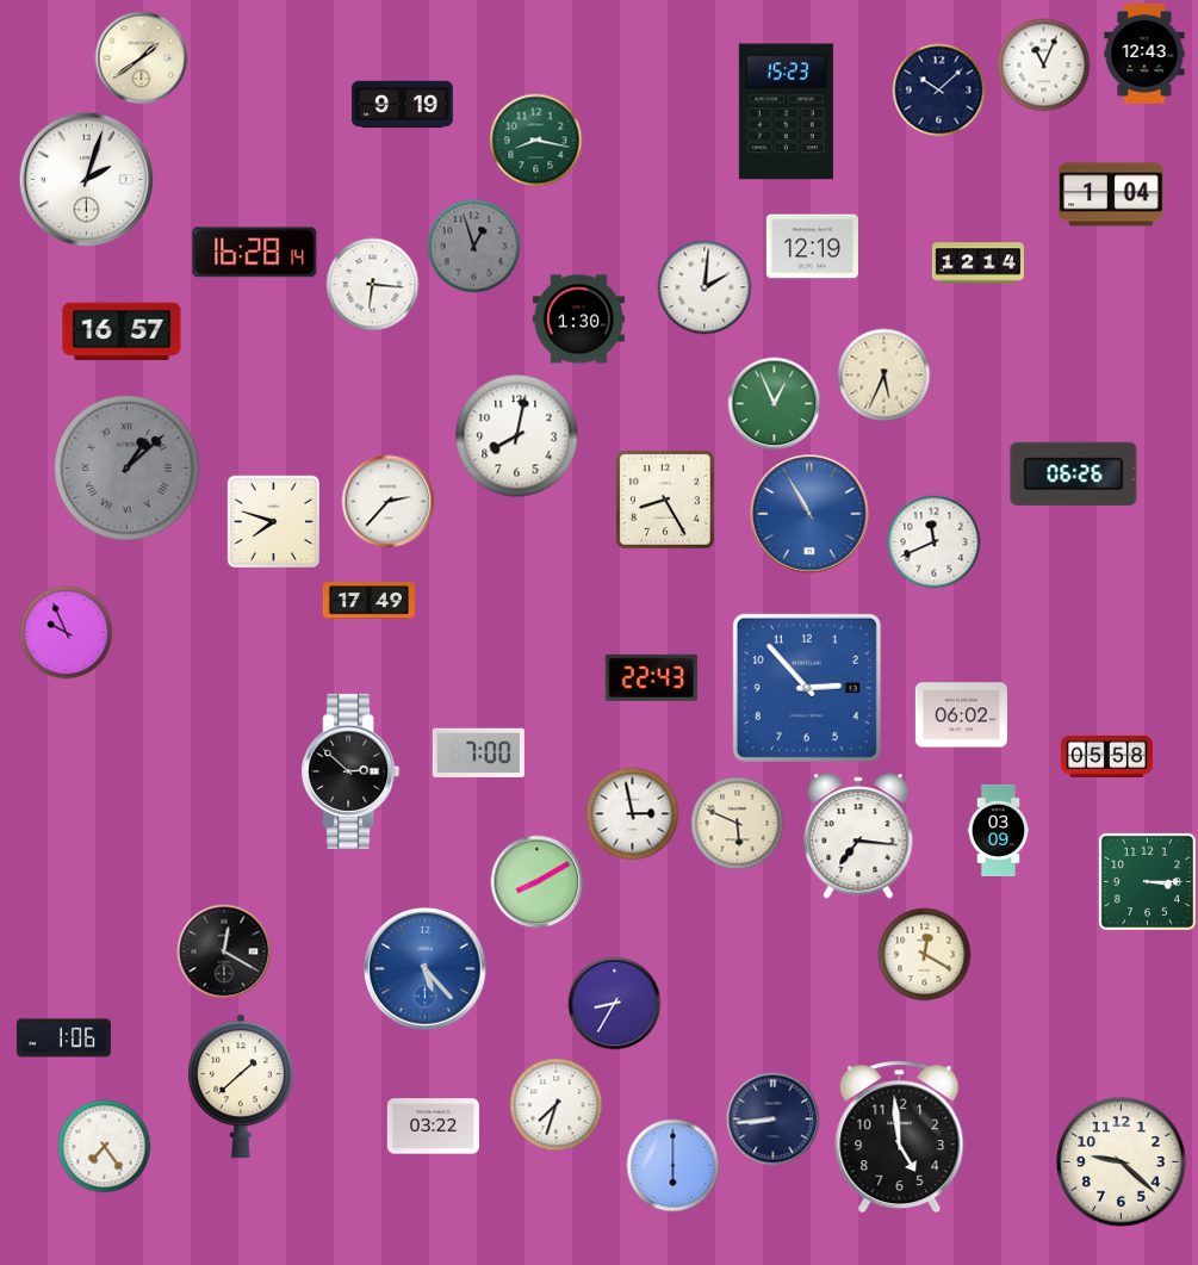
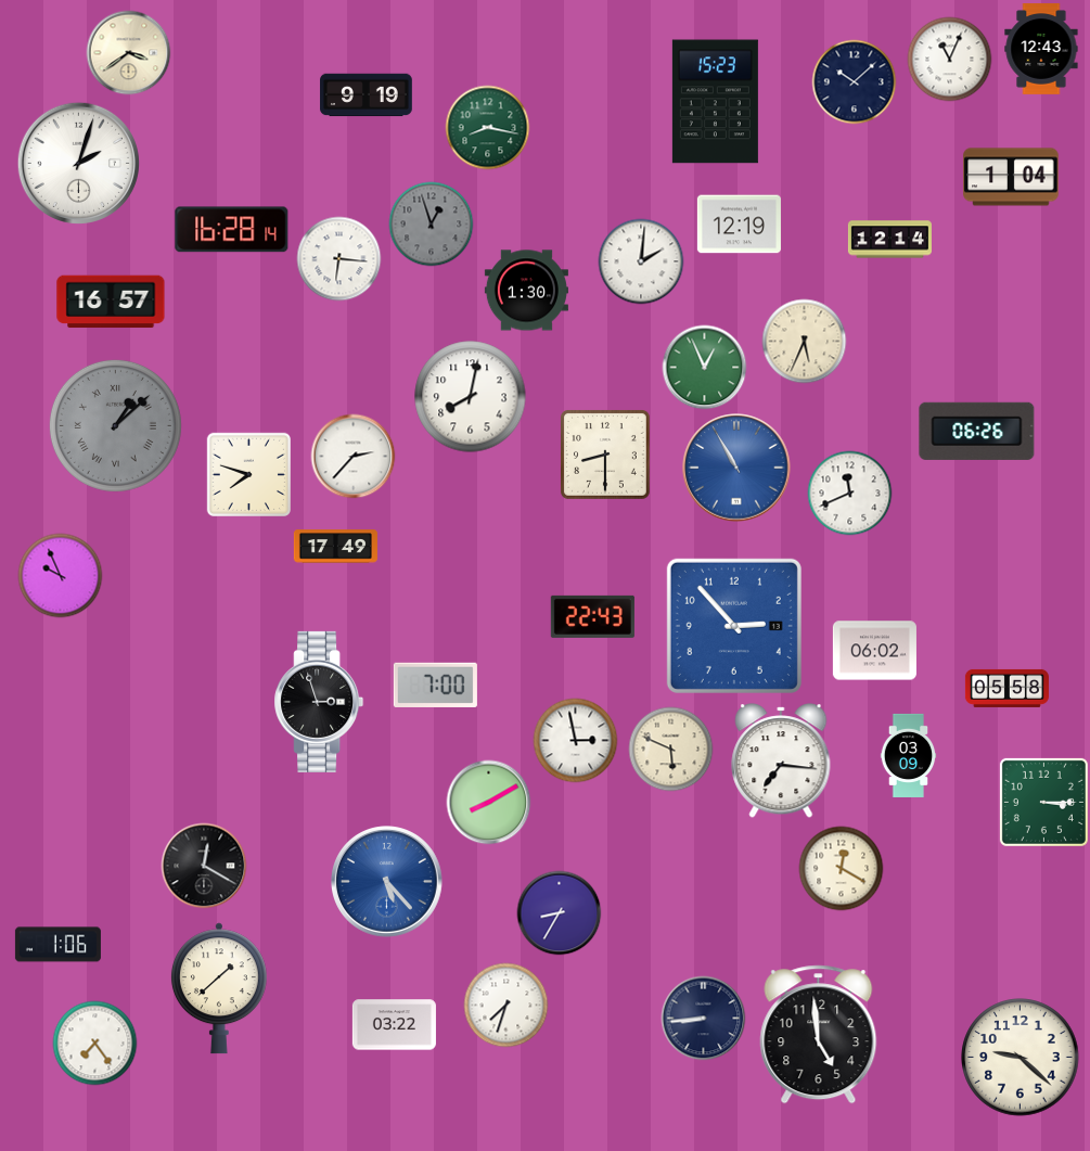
clock at (141, 57): 1:39 -> 3:39
clock at (665, 500): 8:25 -> 8:30
clock at (350, 771): 2:52 -> 2:57
clock at (672, 1165): 6:00 -> none
